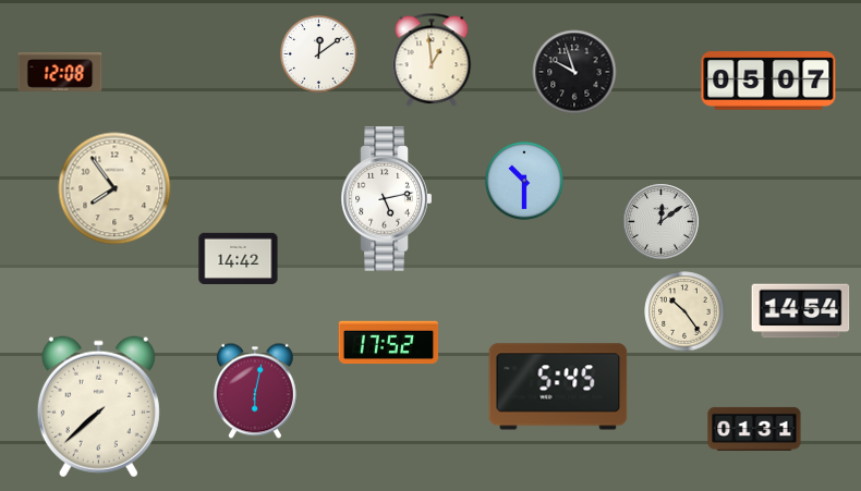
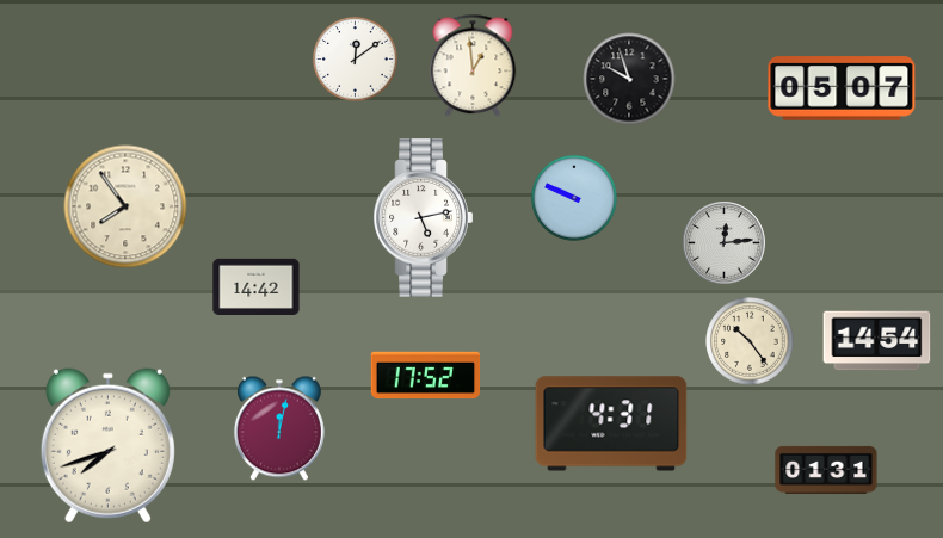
clock at (318, 53) position: (318, 53) -> (355, 58)
clock at (60, 72): 12:08 -> none
clock at (524, 181): 10:30 -> 9:49
clock at (662, 222): 12:09 -> 12:14
clock at (239, 258) position: (239, 258) -> (257, 286)
clock at (558, 386): 5:45 -> 4:31
clock at (255, 391): 6:02 -> 12:02
clock at (98, 407): 7:38 -> 7:42
